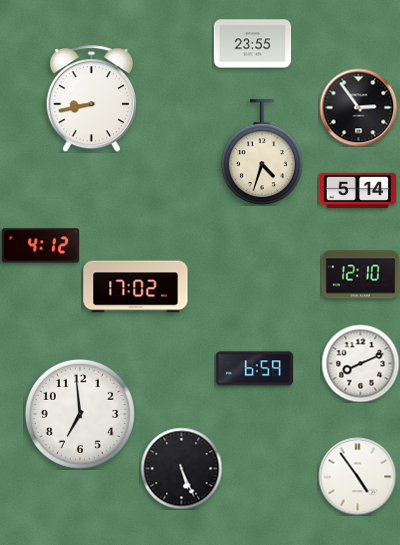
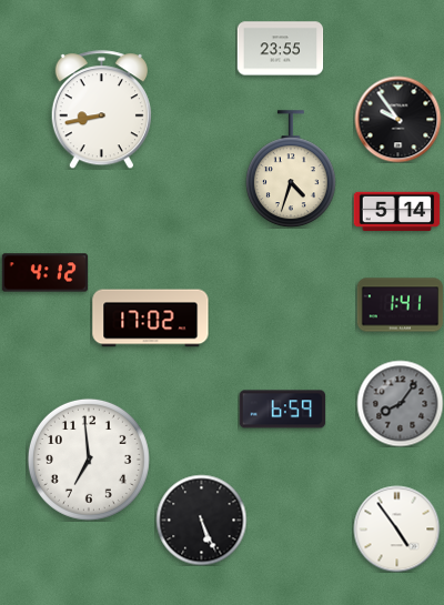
clock at (358, 107): 2:54 -> 9:54
clock at (360, 275): 12:10 -> 1:41
clock at (360, 363): 8:11 -> 8:06
clock at (360, 363) dial: white -> grey
